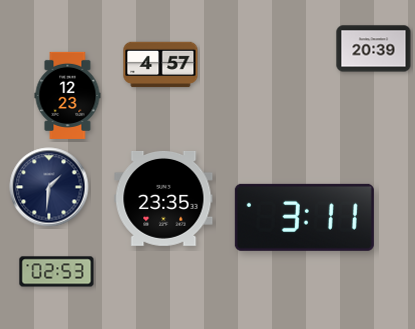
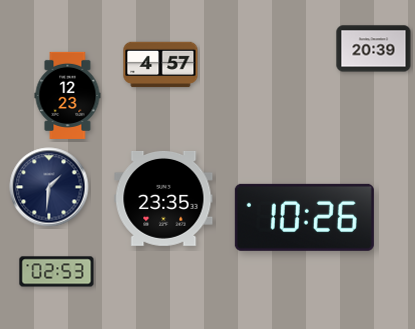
clock at (304, 217): 3:11 -> 10:26
